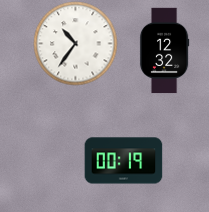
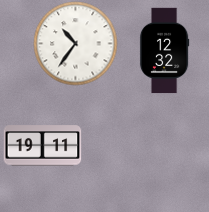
clock at (42, 146): none -> 19:11
clock at (123, 161): 00:19 -> none
